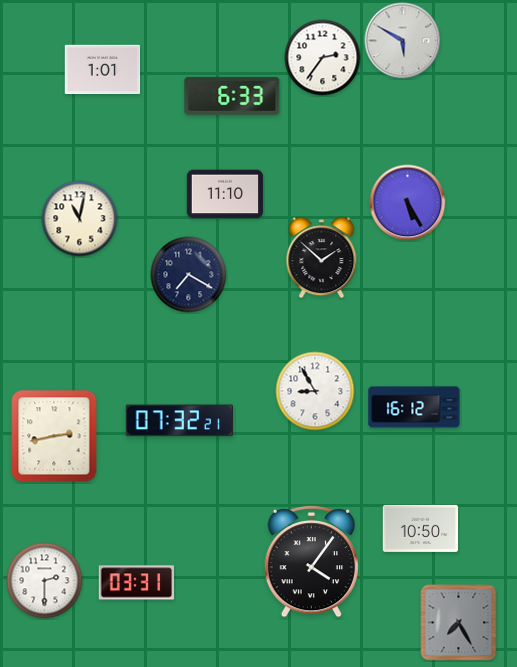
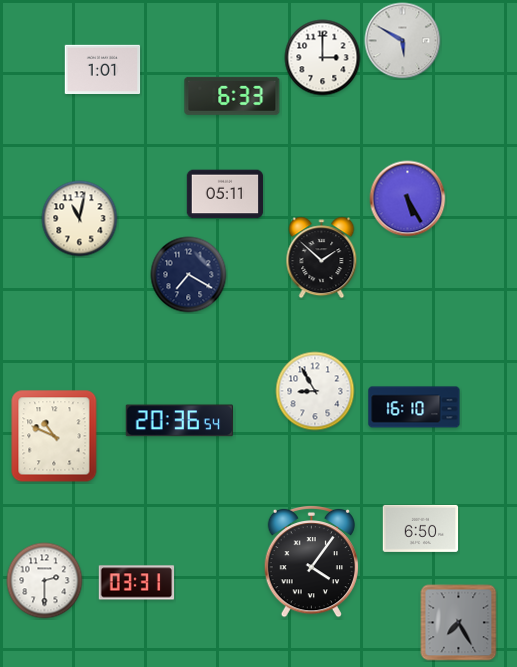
clock at (323, 58): 2:36 -> 3:00
clock at (225, 194): 11:10 -> 05:11
clock at (408, 203) position: (408, 203) -> (408, 199)
clock at (414, 407): 16:12 -> 16:10
clock at (179, 421): 07:32 -> 20:36
clock at (54, 436): 2:43 -> 10:49
clock at (421, 528): 10:50 -> 6:50
